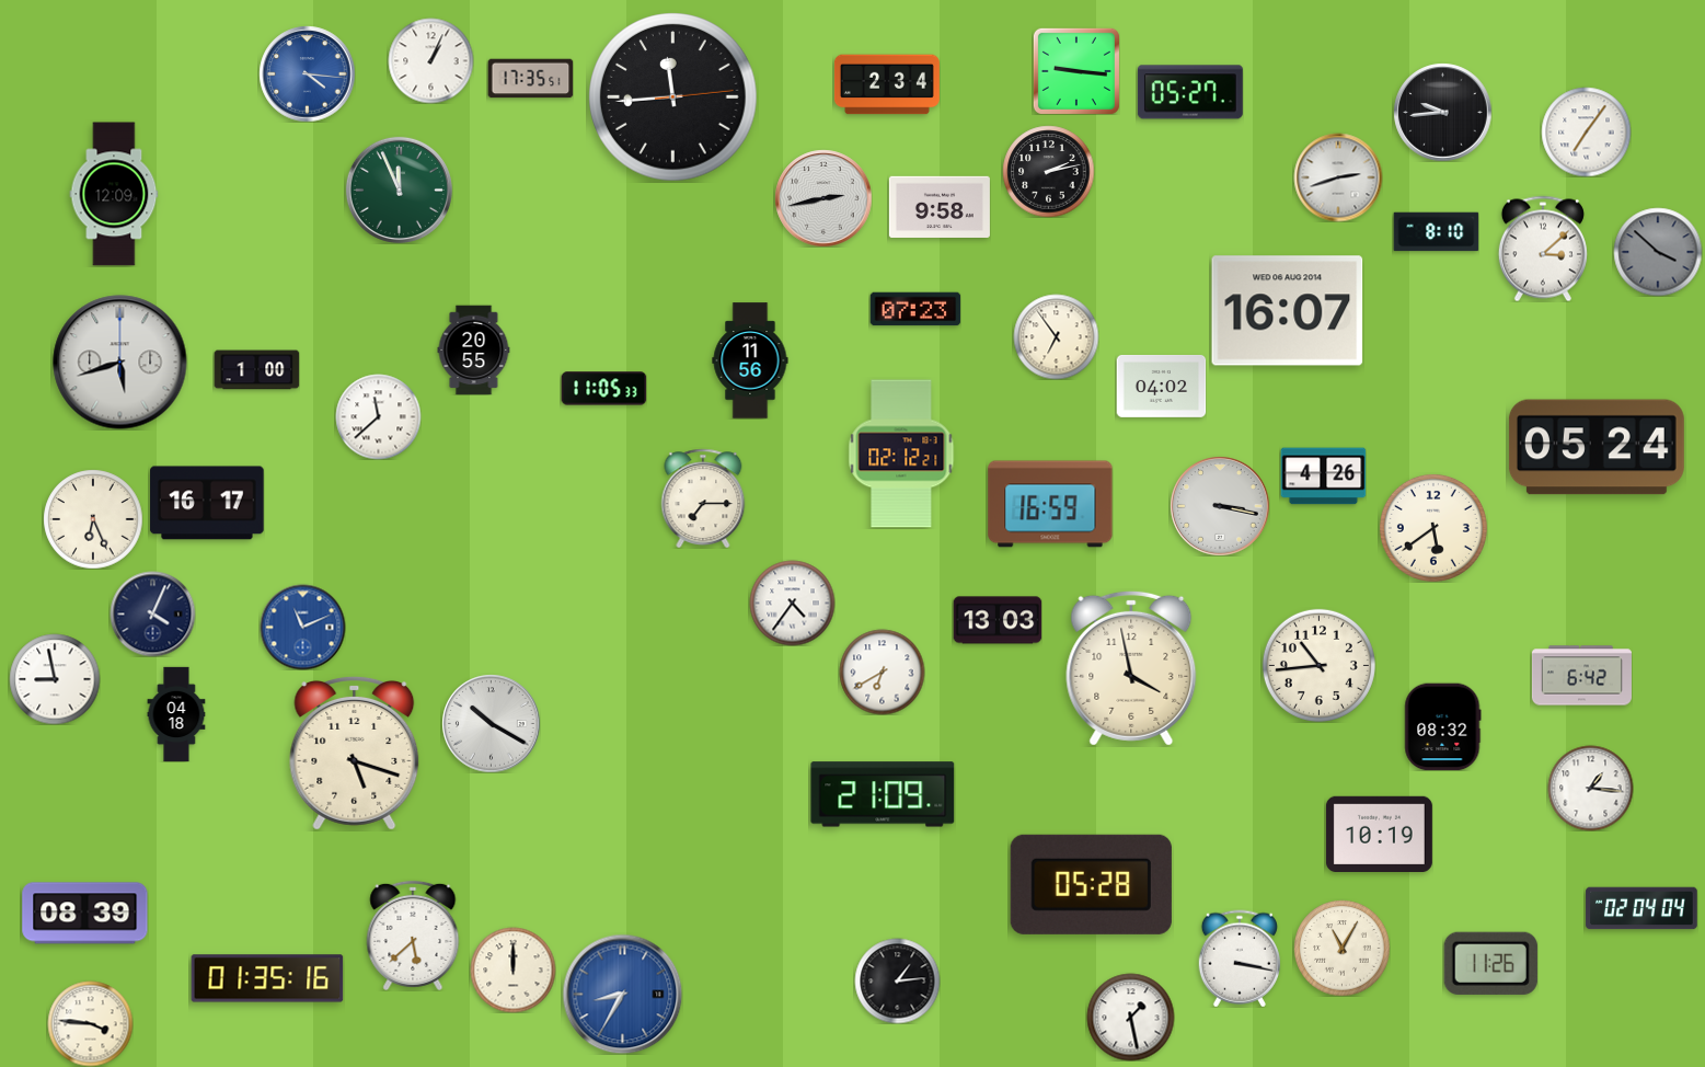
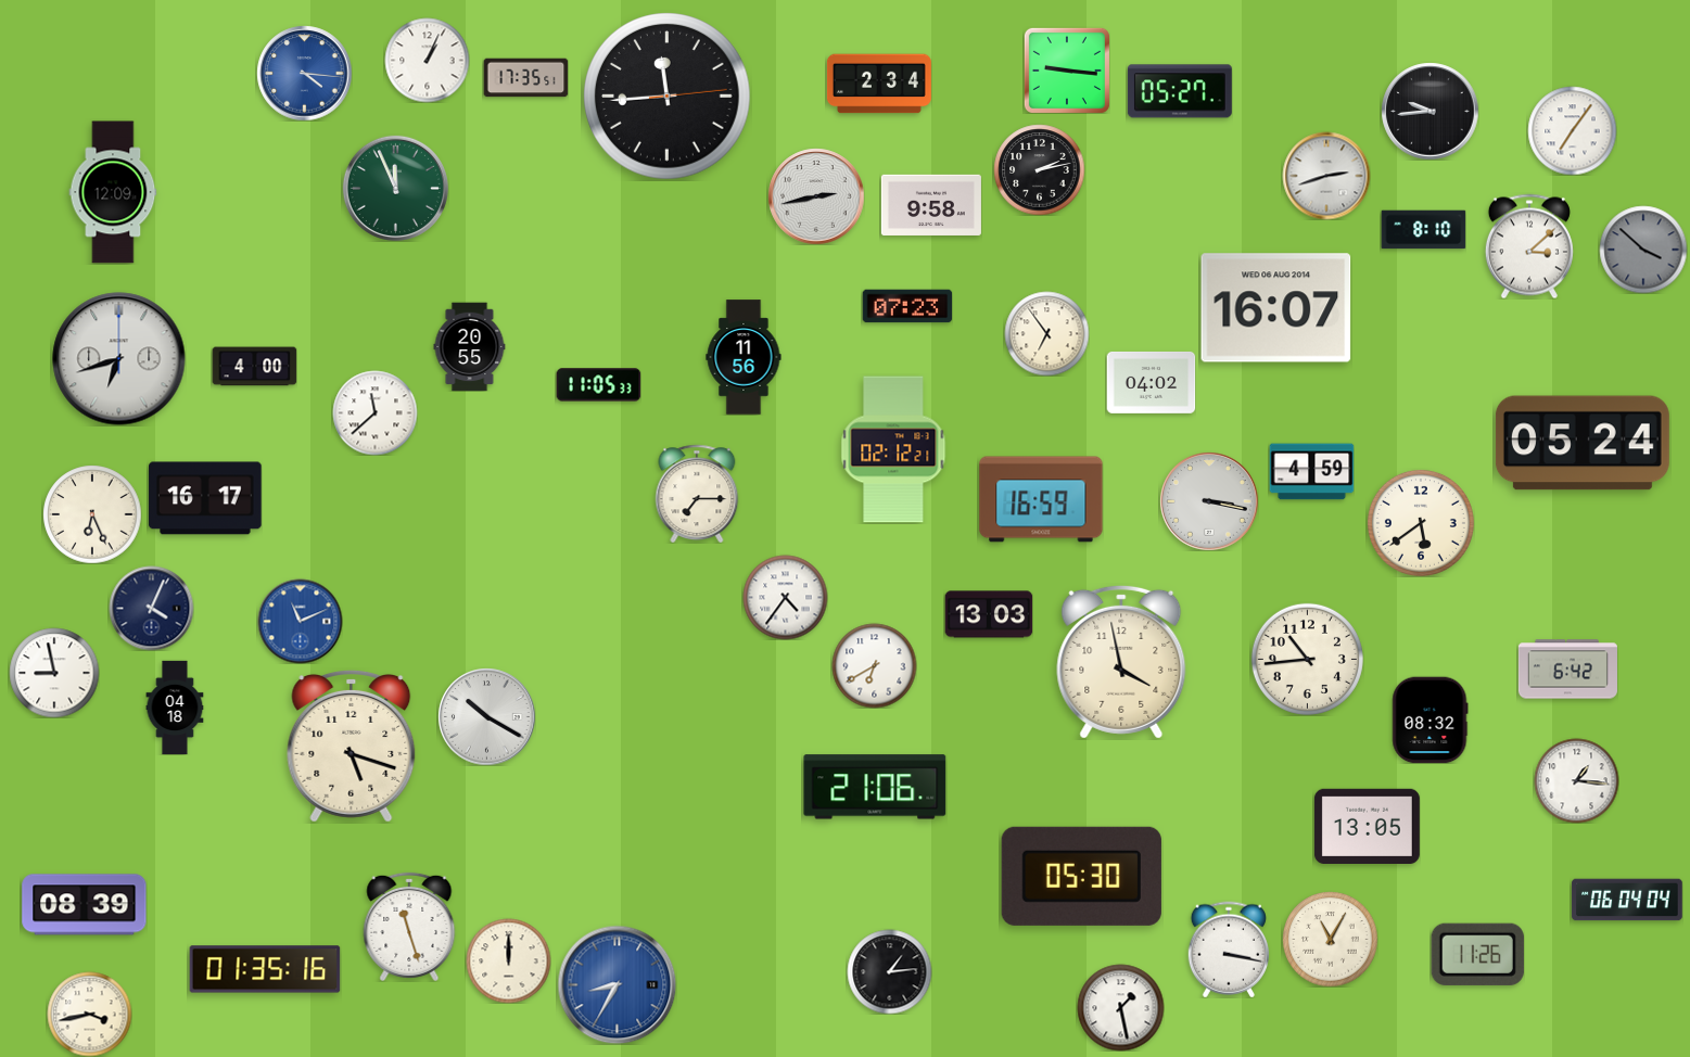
clock at (120, 363): 5:42 -> 6:42
clock at (256, 370): 1:00 -> 4:00
clock at (1323, 477): 4:26 -> 4:59
clock at (883, 794): 21:09 -> 21:06
clock at (1379, 834): 10:19 -> 13:05
clock at (1091, 884): 05:28 -> 05:30
clock at (1641, 908): 02:04 -> 06:04
clock at (413, 936): 5:38 -> 11:27
clock at (90, 1023): 3:46 -> 3:43
